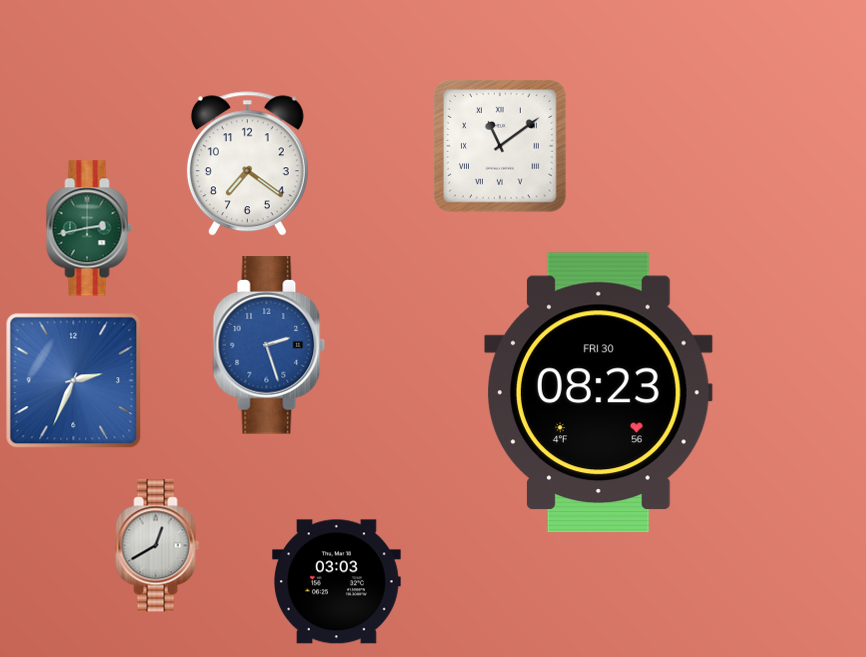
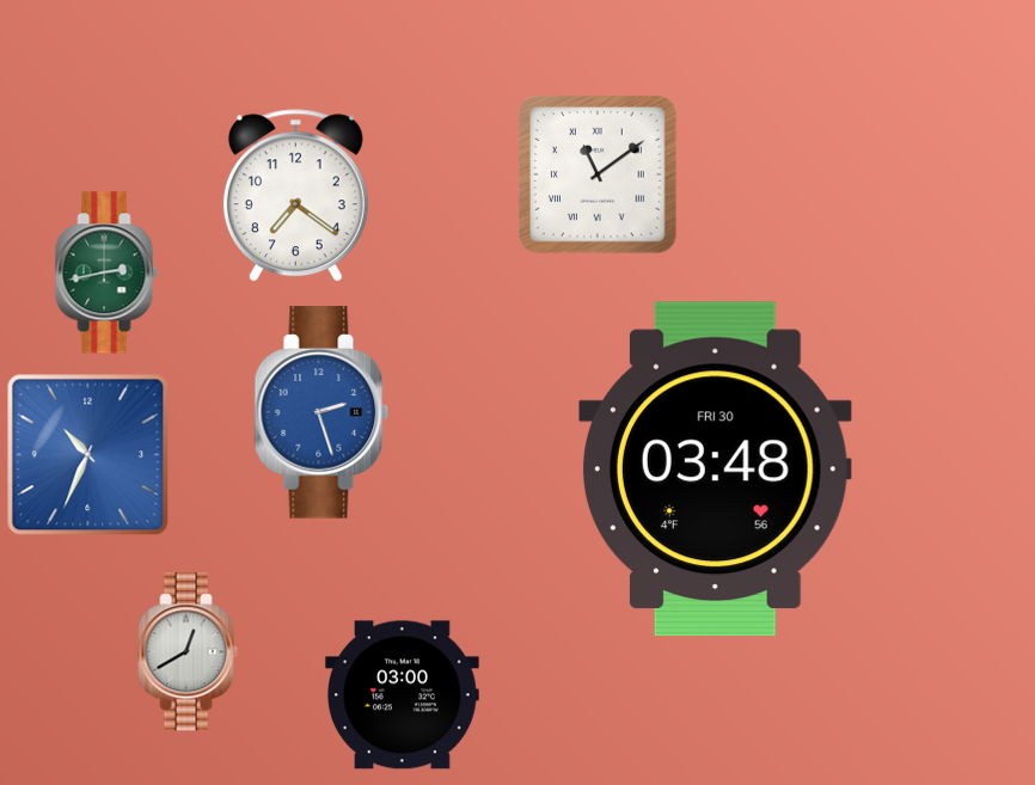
clock at (74, 381): 2:34 -> 10:34
clock at (599, 393): 08:23 -> 03:48
clock at (336, 582): 03:03 -> 03:00
